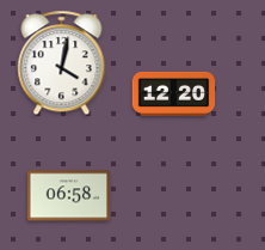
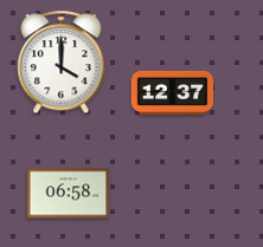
clock at (62, 63): 4:02 -> 4:00
clock at (174, 93): 12:20 -> 12:37
